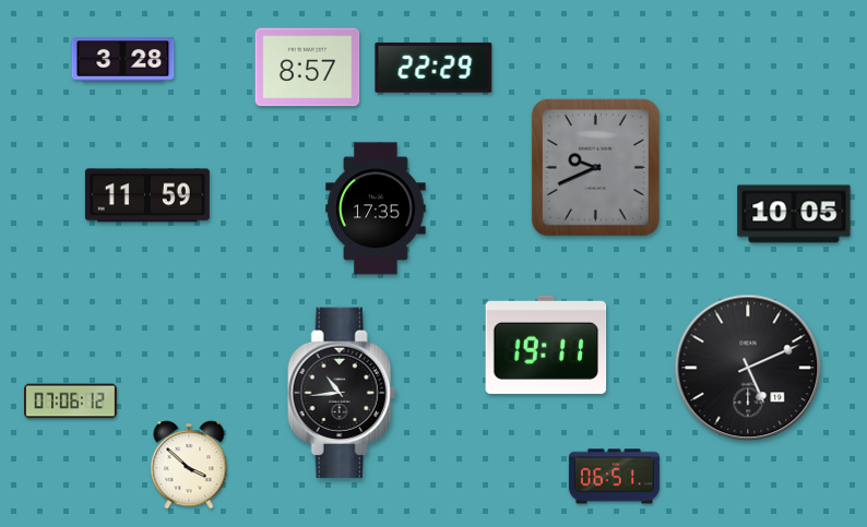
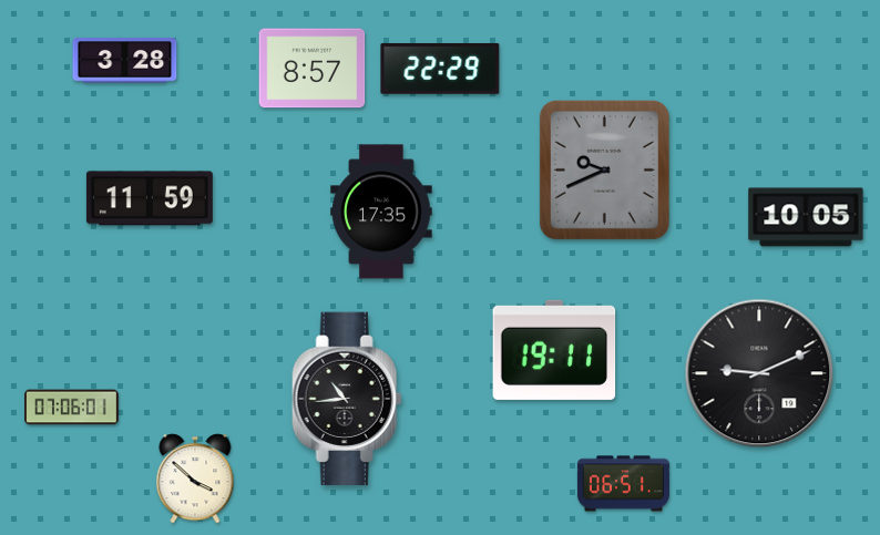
clock at (748, 368): 5:11 -> 9:11
clock at (71, 402): 07:06:12 -> 07:06:01
clock at (189, 465) position: (189, 465) -> (195, 479)
